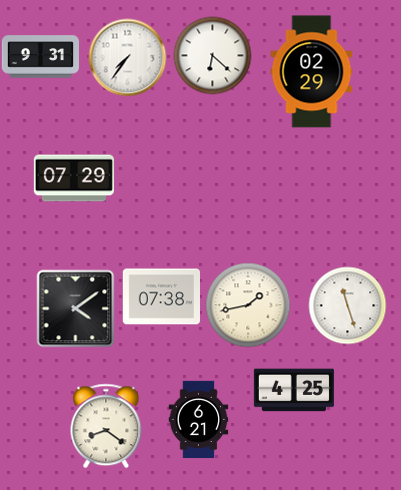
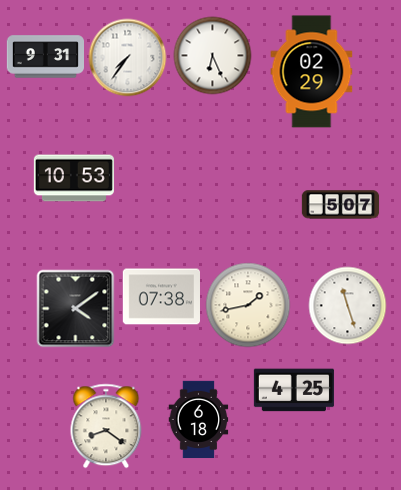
clock at (212, 55): 6:22 -> 6:26
clock at (40, 57) position: (40, 57) -> (45, 57)
clock at (74, 178): 07:29 -> 10:53
clock at (340, 205): none -> 5:07
clock at (199, 419): 6:21 -> 6:18
